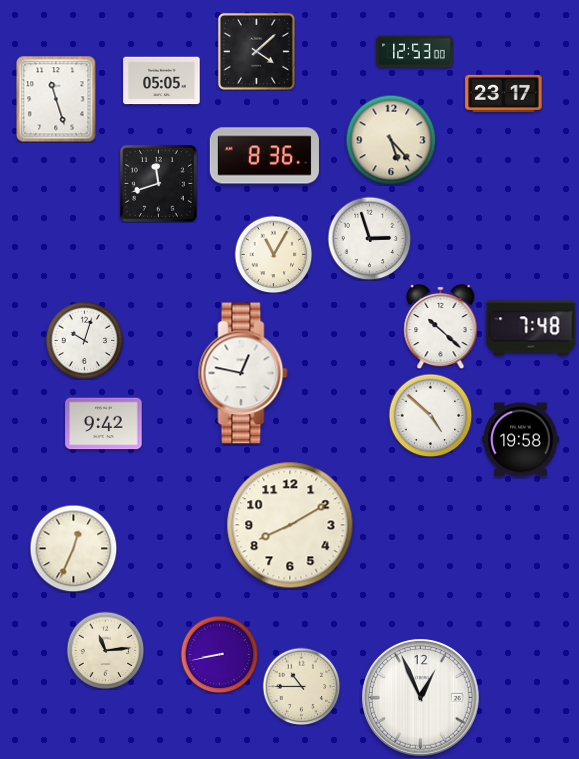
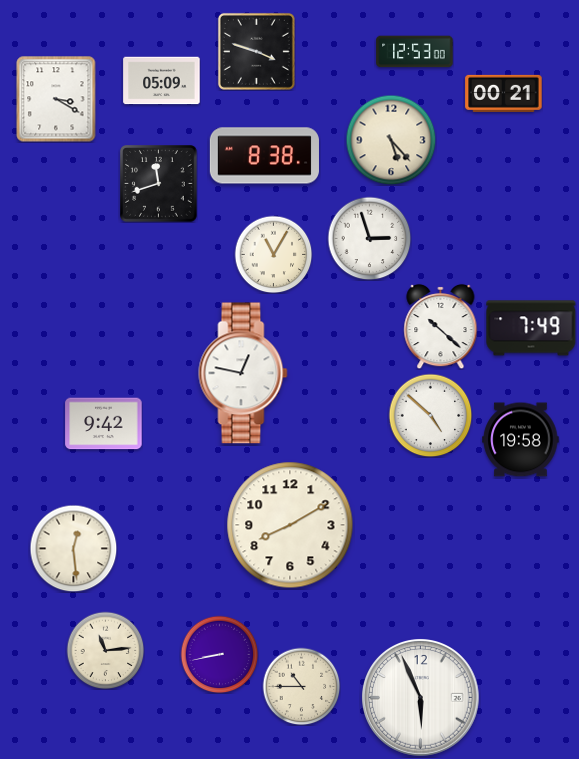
clock at (256, 51): 4:08 -> 3:48
clock at (162, 81): 05:05 -> 05:09
clock at (504, 93): 23:17 -> 00:21
clock at (56, 99): 11:27 -> 3:20
clock at (264, 156): 8:36 -> 8:38
clock at (531, 328): 7:48 -> 7:49
clock at (84, 340): 10:03 -> none
clock at (73, 548): 12:34 -> 12:29
clock at (421, 698): 12:56 -> 5:56
